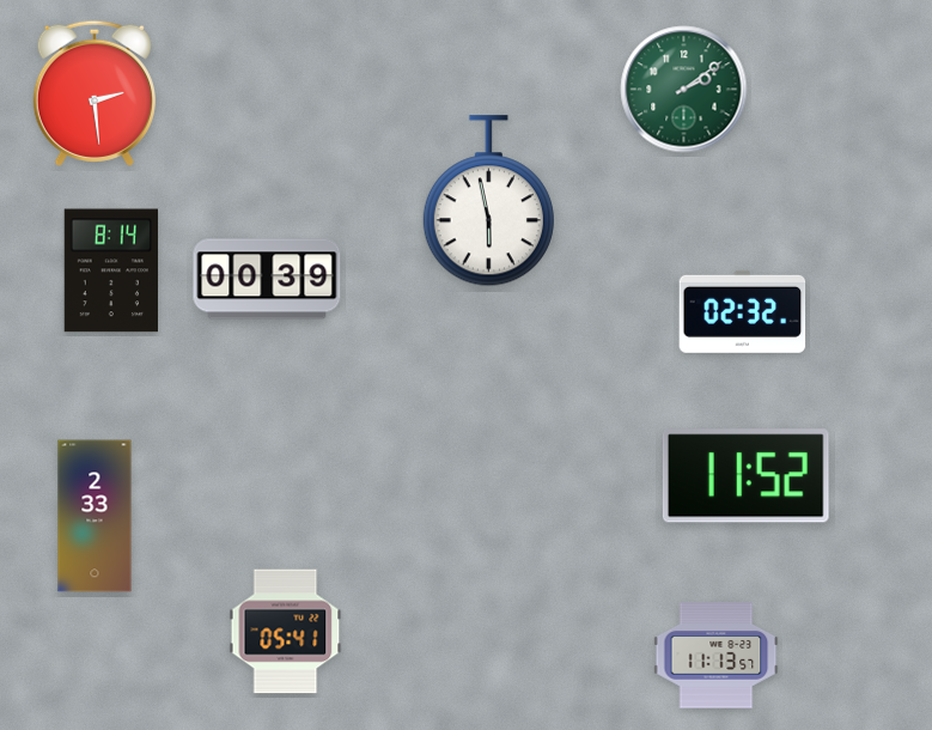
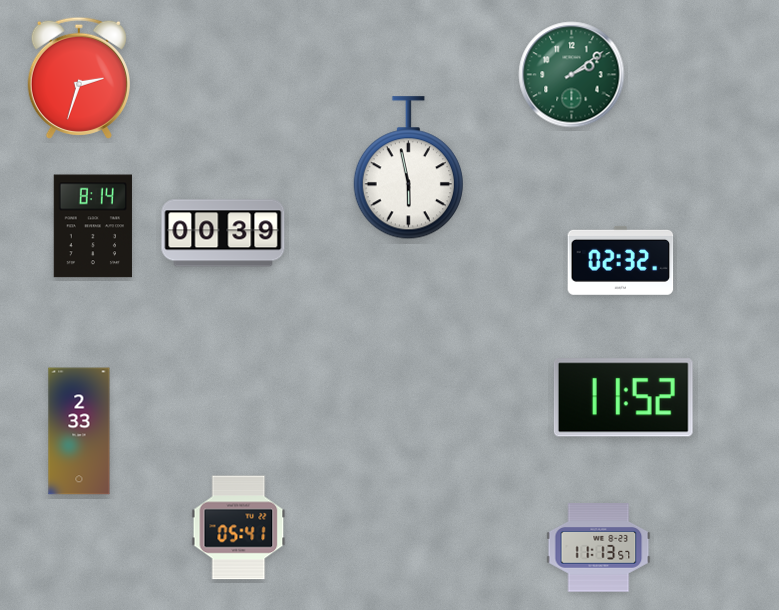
clock at (95, 93): 2:29 -> 2:33
